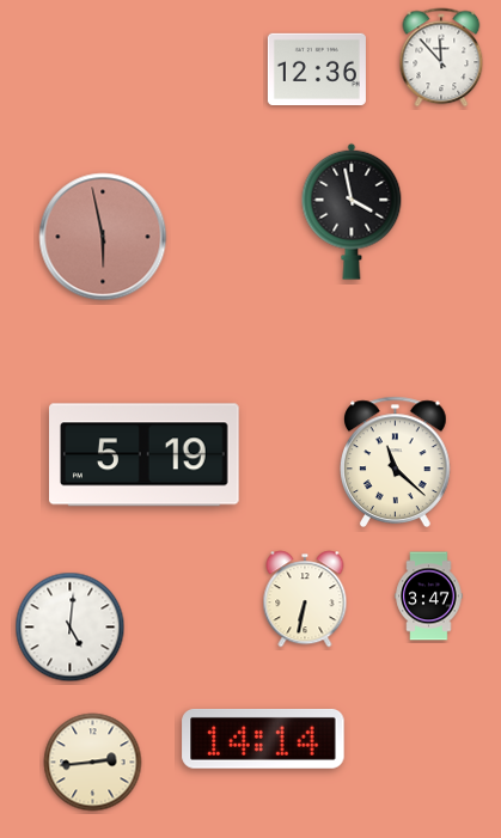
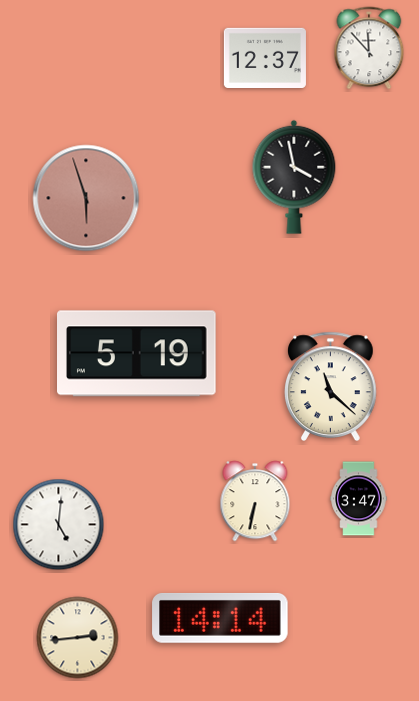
clock at (317, 68): 12:36 -> 12:37
clock at (103, 237): 5:58 -> 5:57
clock at (145, 455) position: (145, 455) -> (137, 354)
